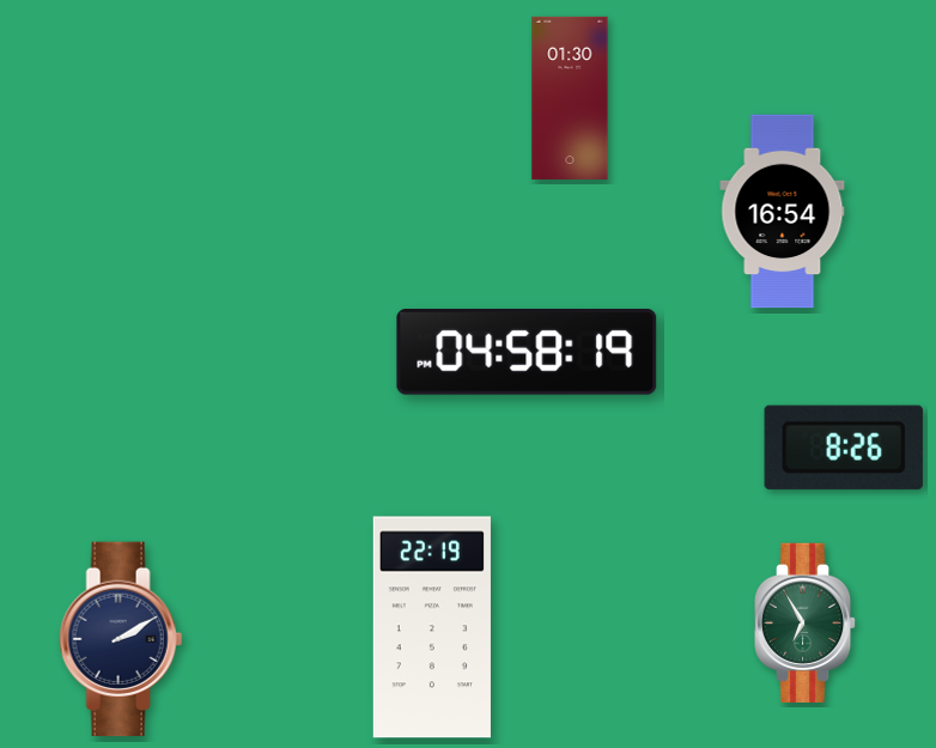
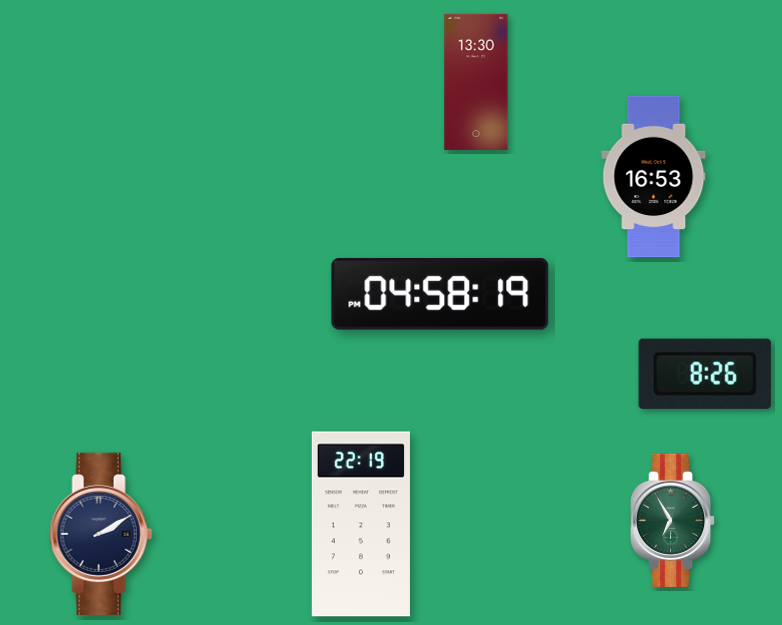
clock at (570, 98): 01:30 -> 13:30
clock at (783, 212): 16:54 -> 16:53
